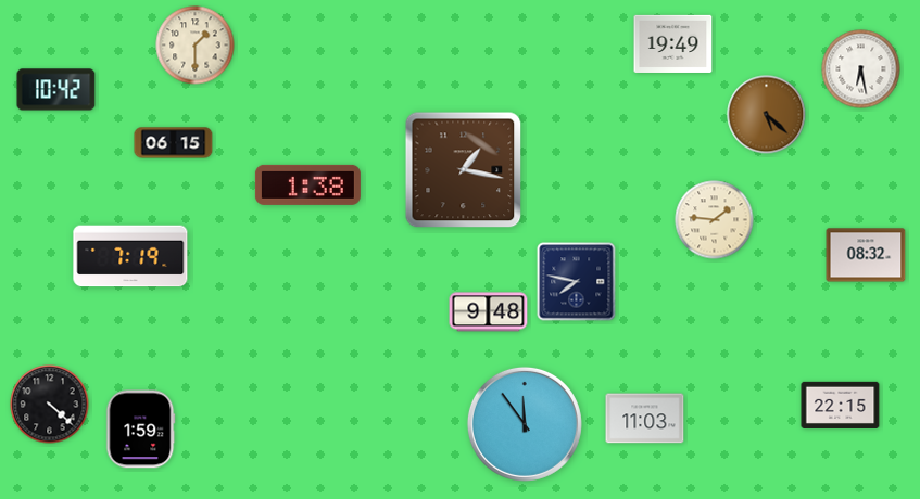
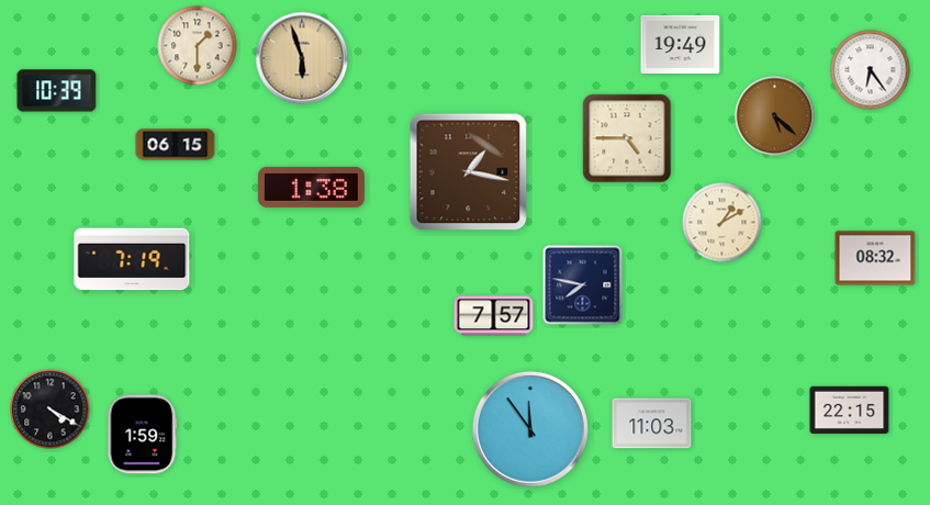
clock at (302, 58): none -> 5:57
clock at (861, 69): 6:28 -> 6:24
clock at (56, 90): 10:42 -> 10:39
clock at (627, 138): none -> 4:45
clock at (715, 220): 1:46 -> 1:10
clock at (489, 312): 9:48 -> 7:57
clock at (50, 405): 4:22 -> 4:20
